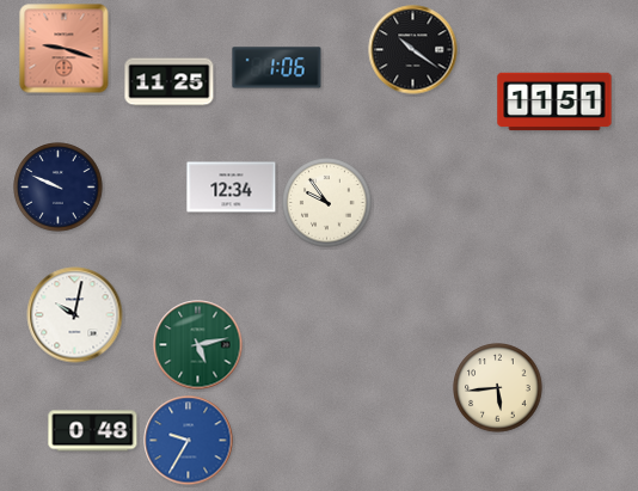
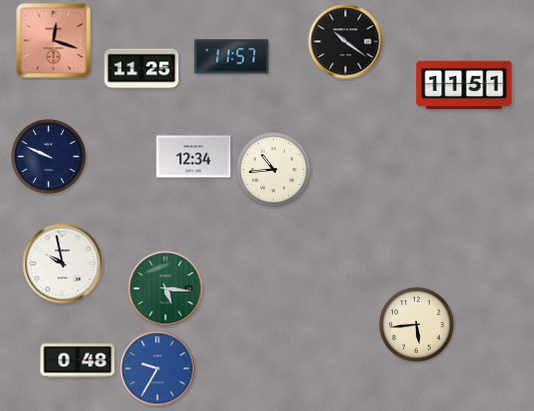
clock at (65, 49): 9:18 -> 12:18
clock at (277, 68): 1:06 -> 11:57
clock at (327, 203): 9:54 -> 10:44
clock at (75, 315): 10:02 -> 9:58
clock at (198, 345): 5:13 -> 5:16
